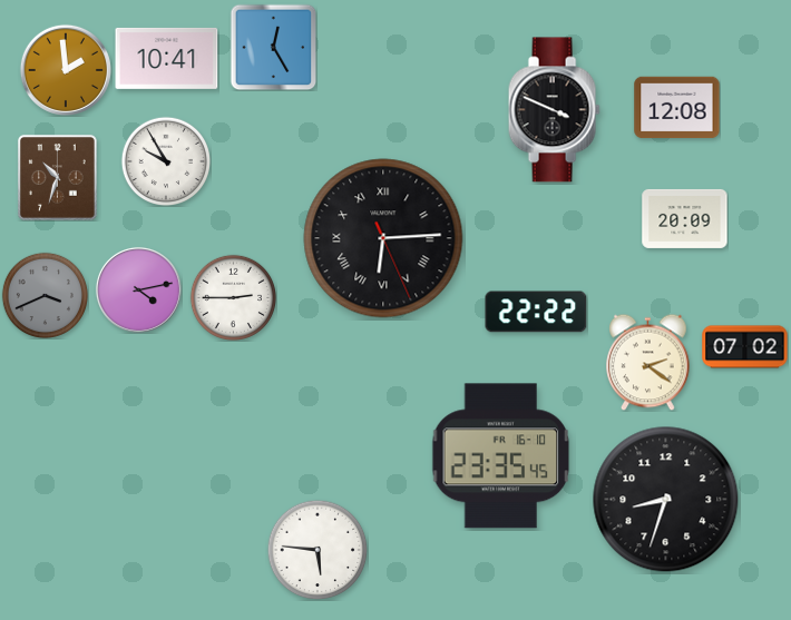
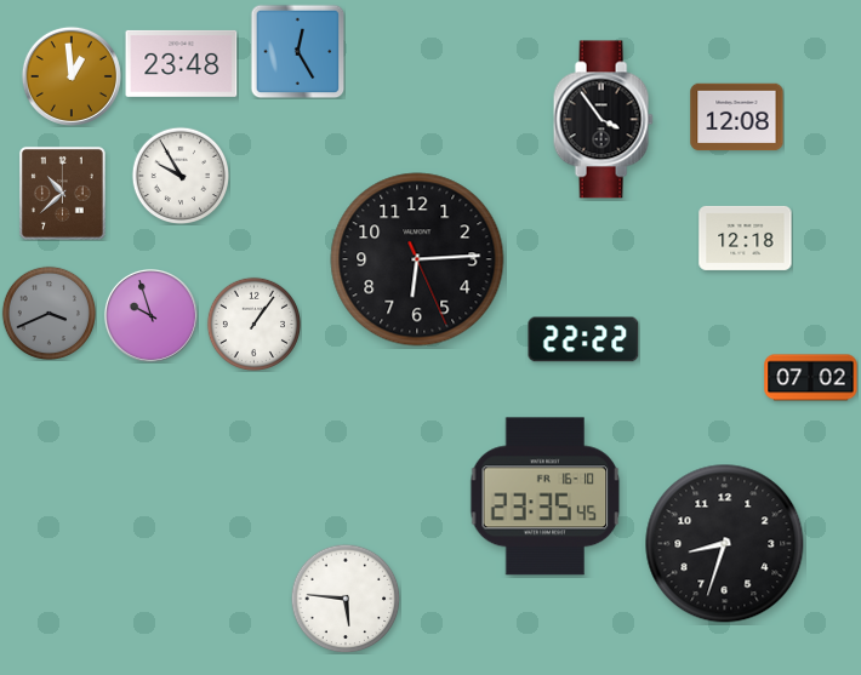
clock at (167, 58): 10:41 -> 23:48
clock at (66, 70): 1:59 -> 12:59
clock at (554, 110): 3:49 -> 3:54
clock at (57, 177): 10:33 -> 10:38
clock at (685, 218): 20:09 -> 12:18
clock at (383, 238) numerals: Roman -> Arabic
clock at (138, 289): 4:13 -> 9:57
clock at (45, 295) position: (45, 295) -> (49, 313)
clock at (233, 297): 2:45 -> 1:06
clock at (648, 362): 2:21 -> none
